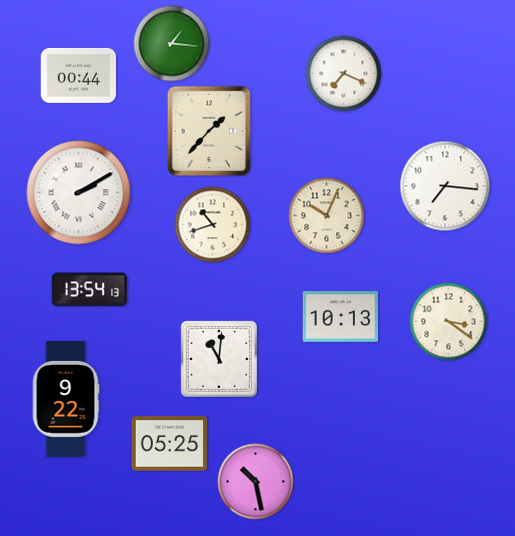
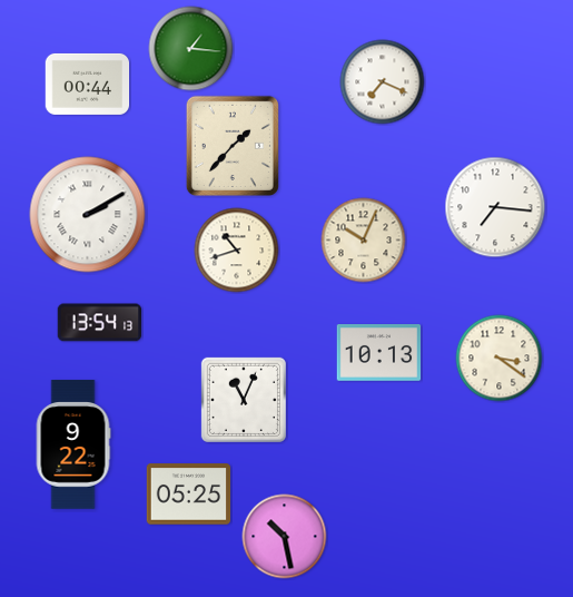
clock at (219, 359): 11:01 -> 11:04
